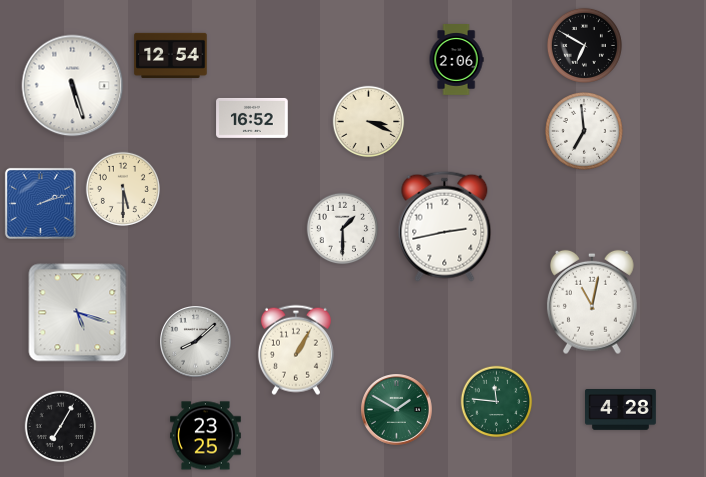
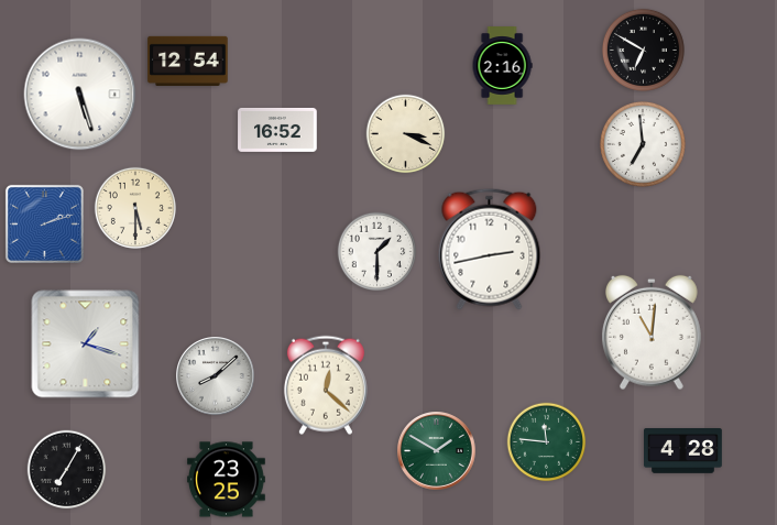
clock at (456, 60): 2:06 -> 2:16
clock at (592, 302): 11:02 -> 11:01
clock at (78, 313): 5:18 -> 1:18
clock at (296, 350): 1:05 -> 12:22
